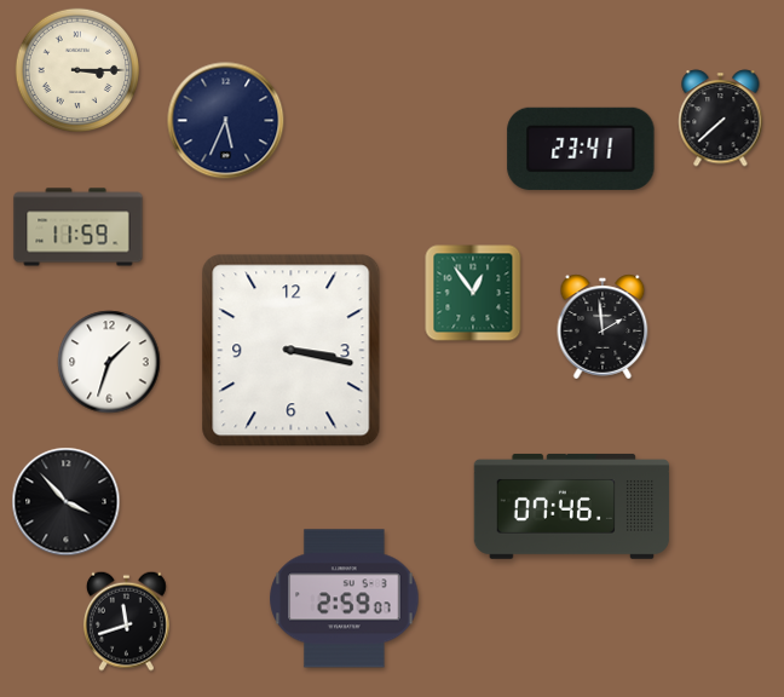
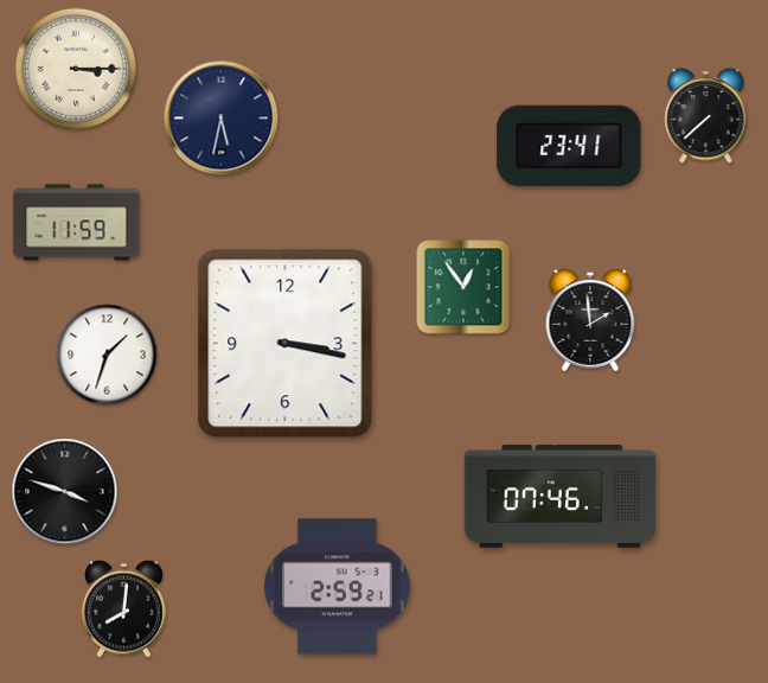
clock at (226, 121): 5:34 -> 5:32
clock at (67, 502): 3:53 -> 3:48
clock at (345, 599): 2:59:07 -> 2:59:21
clock at (126, 621): 11:42 -> 8:01
